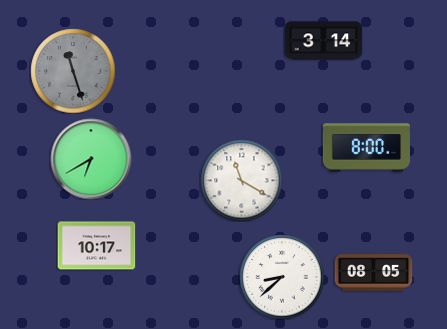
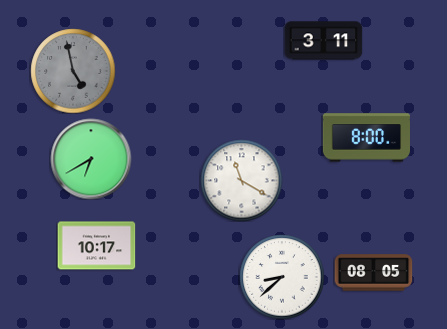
clock at (323, 41): 3:14 -> 3:11
clock at (73, 71): 11:27 -> 4:58
clock at (366, 148) position: (366, 148) -> (366, 138)
